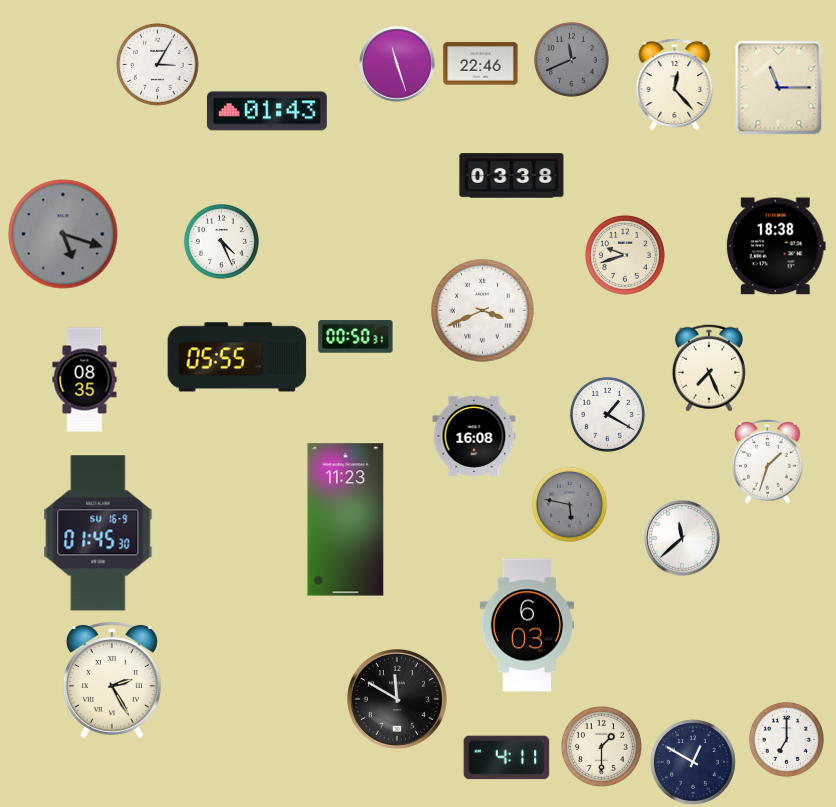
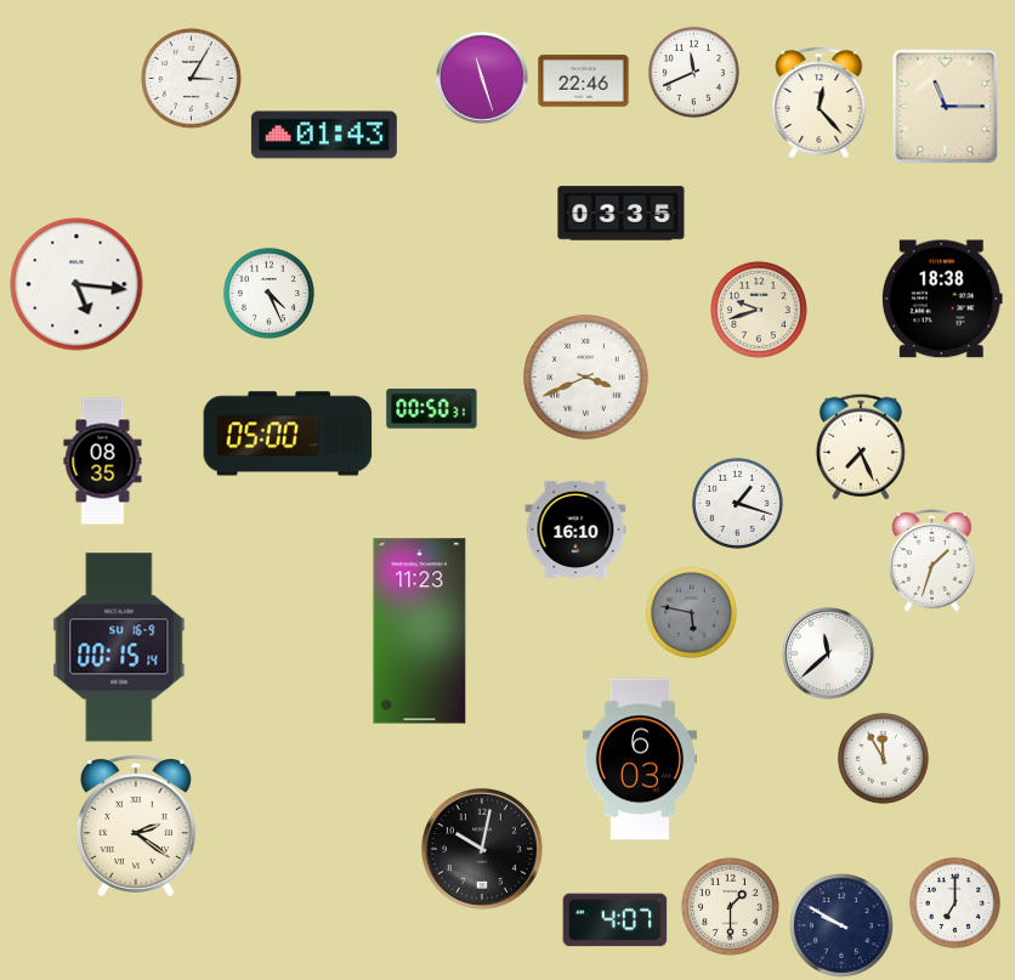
clock at (571, 59) dial: grey -> white
clock at (481, 64) position: (481, 64) -> (584, 81)
clock at (512, 176): 03:38 -> 03:35
clock at (63, 234): 5:18 -> 5:16
clock at (63, 234) dial: grey -> white
clock at (237, 357): 05:55 -> 05:00
clock at (607, 414): 1:20 -> 1:18
clock at (474, 436): 16:08 -> 16:10
clock at (98, 533): 01:45 -> 00:15
clock at (883, 758): none -> 11:55
clock at (112, 680): 2:25 -> 2:21
clock at (397, 699): 11:50 -> 10:02
clock at (786, 739) position: (786, 739) -> (954, 902)
clock at (507, 758): 4:11 -> 4:07
clock at (694, 763): 12:50 -> 9:50
